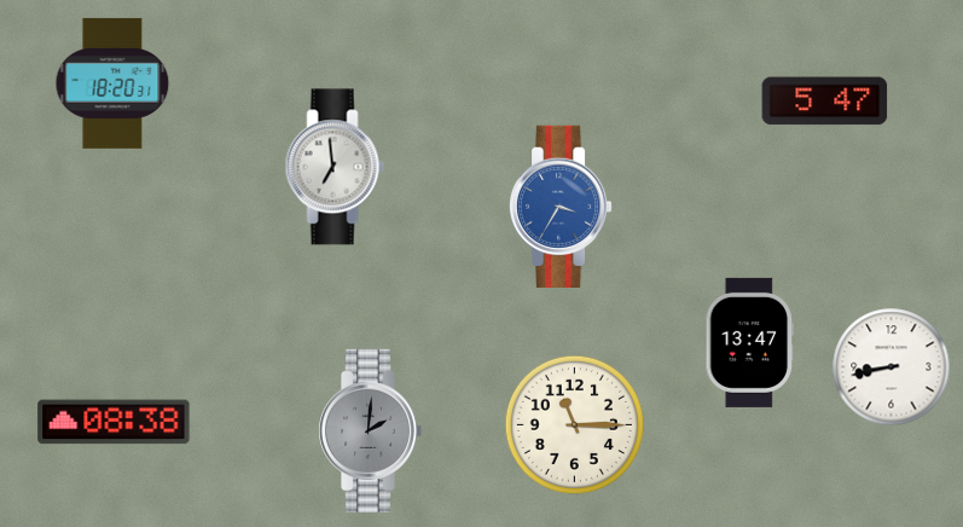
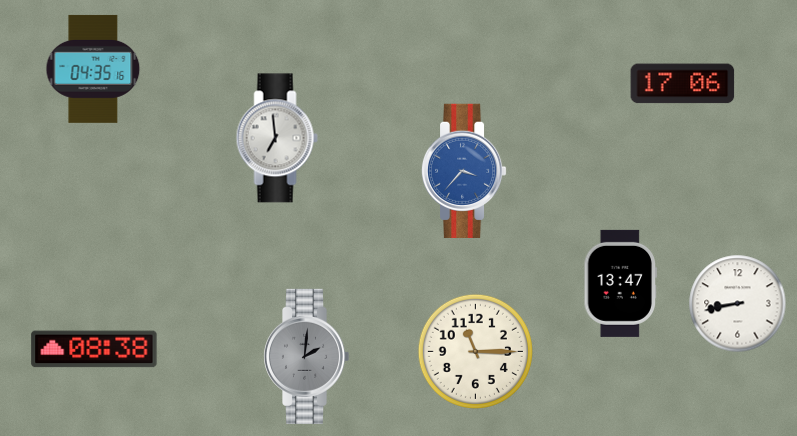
clock at (112, 83): 18:20 -> 04:35
clock at (825, 102): 5:47 -> 17:06
clock at (561, 207): 3:35 -> 3:37
